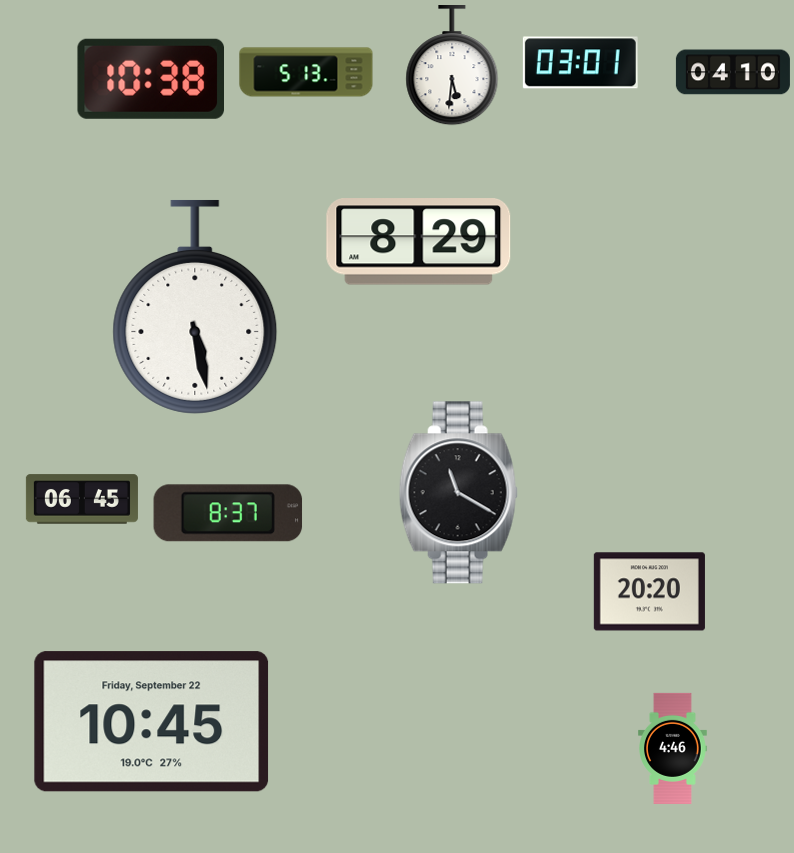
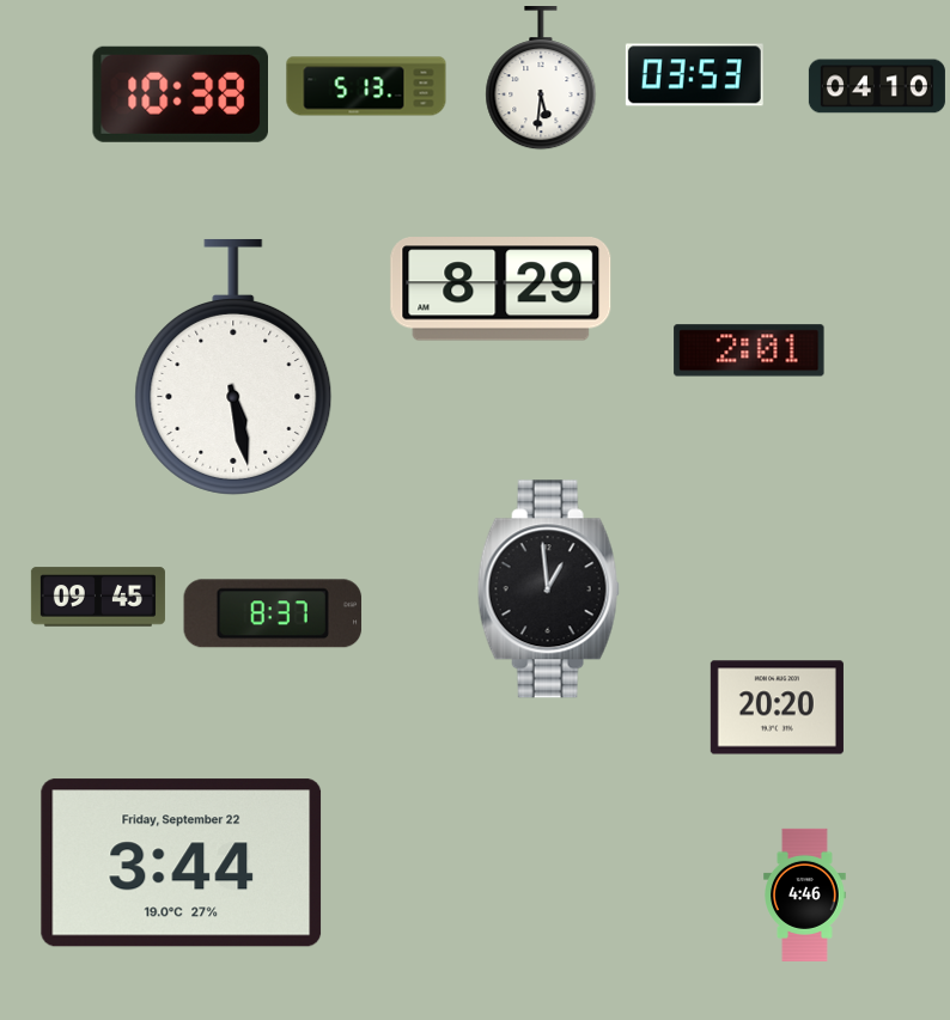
clock at (580, 63): 03:01 -> 03:53
clock at (749, 350): none -> 2:01
clock at (458, 493): 11:20 -> 12:59
clock at (82, 499): 06:45 -> 09:45
clock at (152, 722): 10:45 -> 3:44
